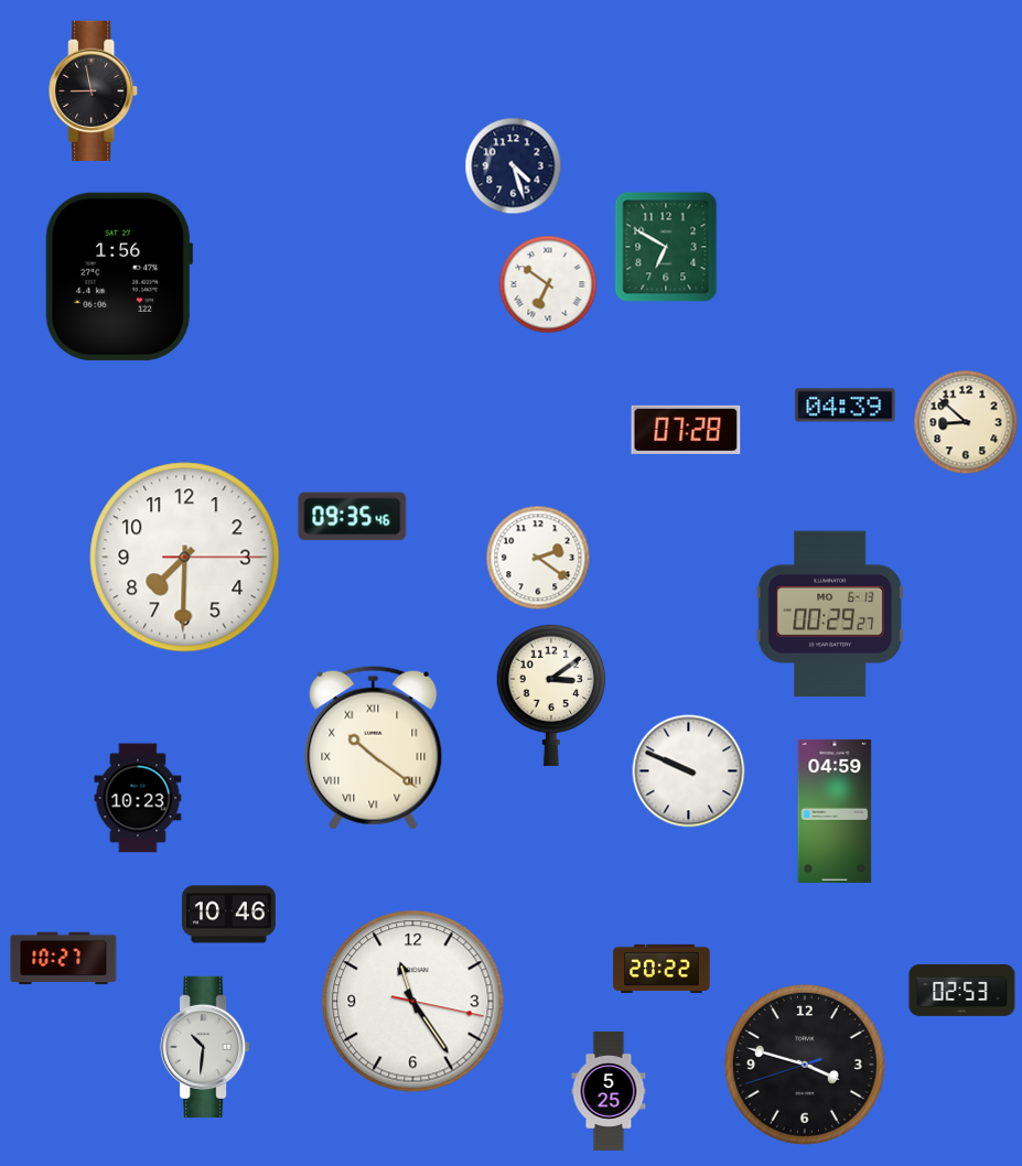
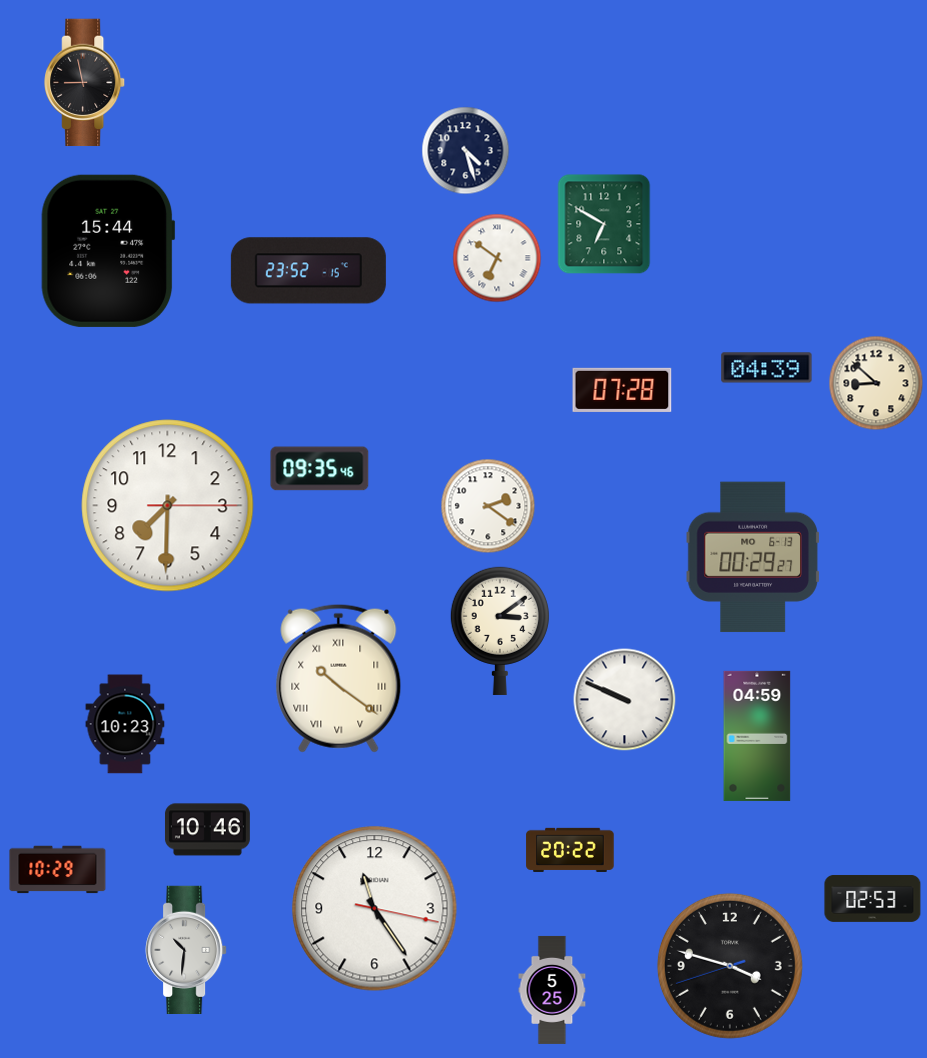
clock at (119, 277): 1:56 -> 15:44
clock at (308, 271): none -> 23:52
clock at (64, 959): 10:27 -> 10:29
clock at (661, 969) position: (661, 969) -> (570, 850)
